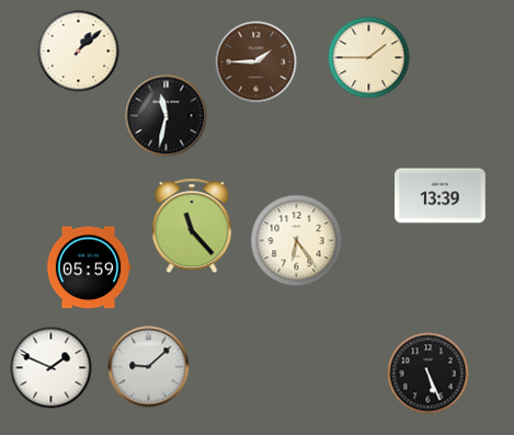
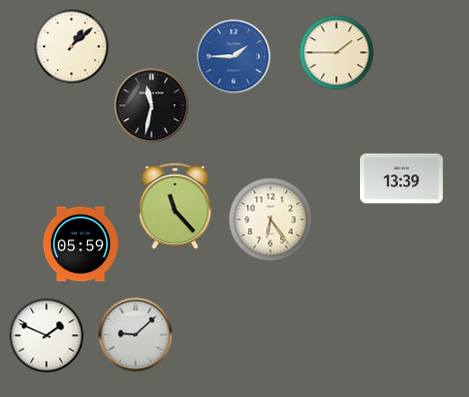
clock at (256, 62) dial: brown -> blue
clock at (429, 374): 5:26 -> none
